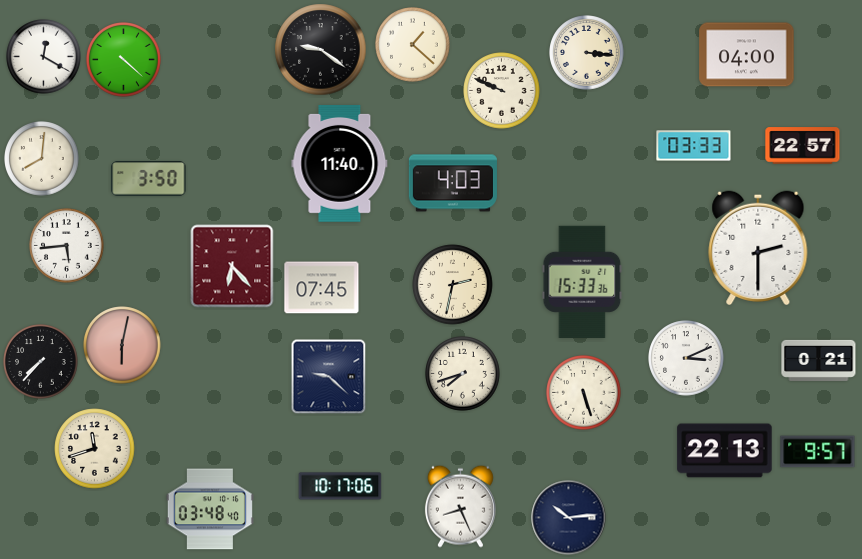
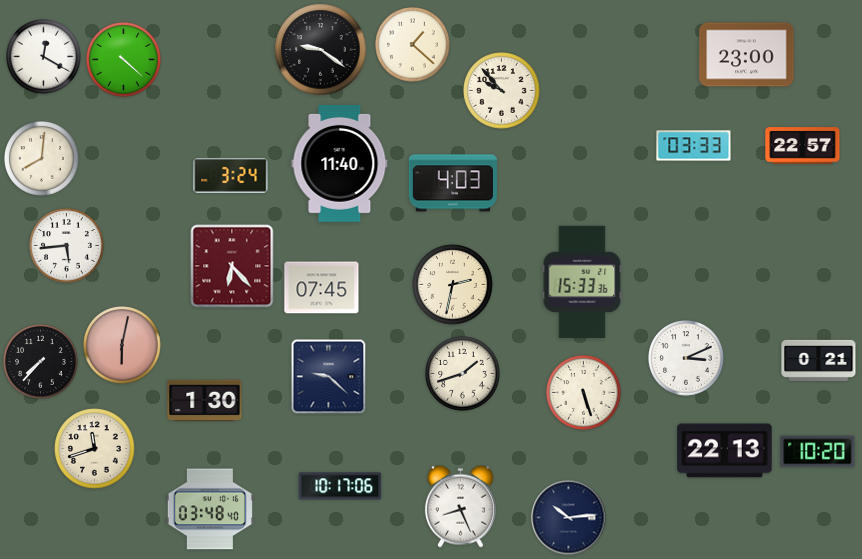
clock at (587, 53): 3:16 -> none
clock at (747, 55): 04:00 -> 23:00
clock at (502, 91): 9:49 -> 9:53
clock at (231, 175): none -> 3:24
clock at (149, 179): 3:50 -> none
clock at (758, 248): 2:30 -> none
clock at (463, 374): 7:42 -> 1:42
clock at (205, 400): none -> 1:30
clock at (818, 452): 9:57 -> 10:20
